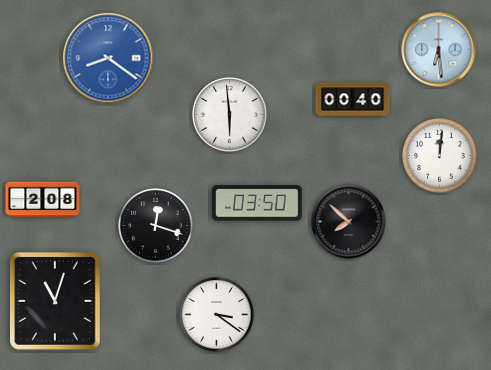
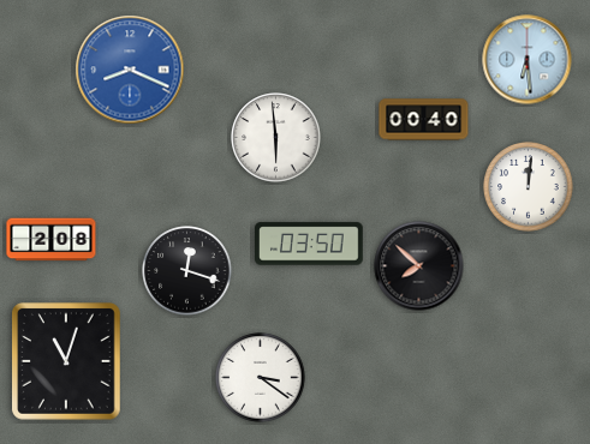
clock at (108, 58): 8:21 -> 8:19
